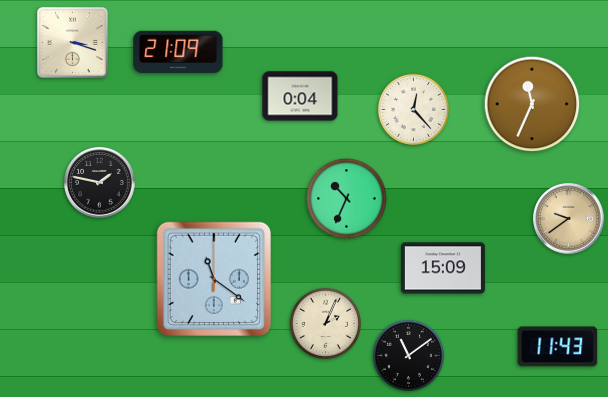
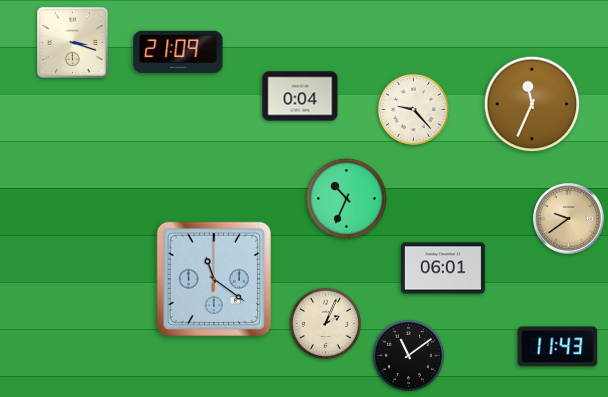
clock at (413, 109): 12:23 -> 9:23
clock at (100, 183): 1:47 -> none
clock at (443, 268): 15:09 -> 06:01
